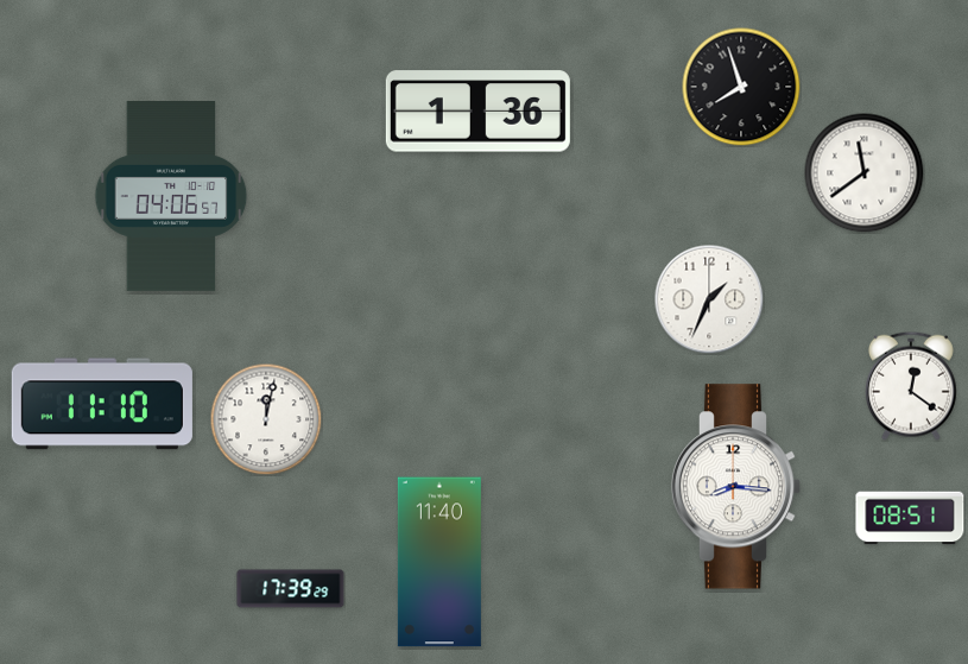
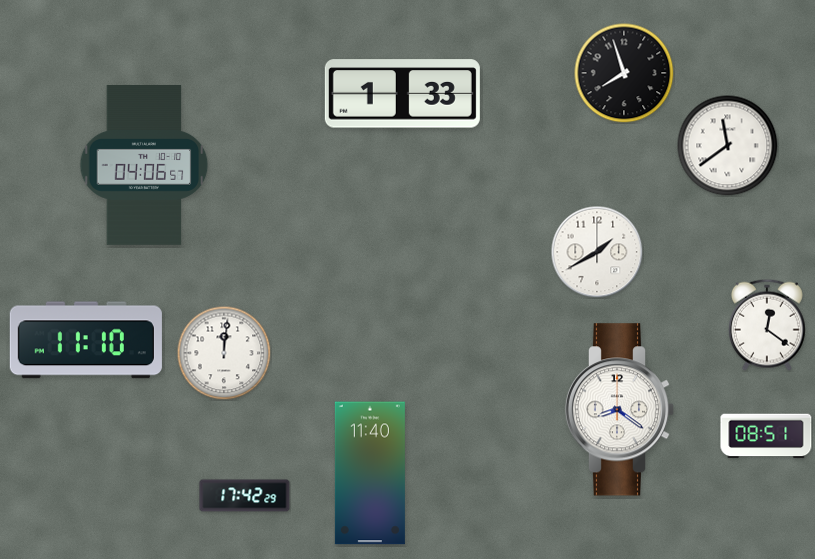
clock at (477, 112): 1:36 -> 1:33
clock at (709, 299): 1:34 -> 1:40
clock at (266, 419): 12:02 -> 12:01
clock at (736, 487): 8:16 -> 8:21
clock at (291, 589): 17:39 -> 17:42
